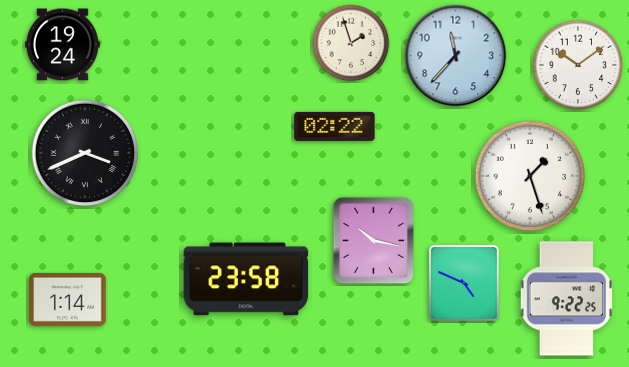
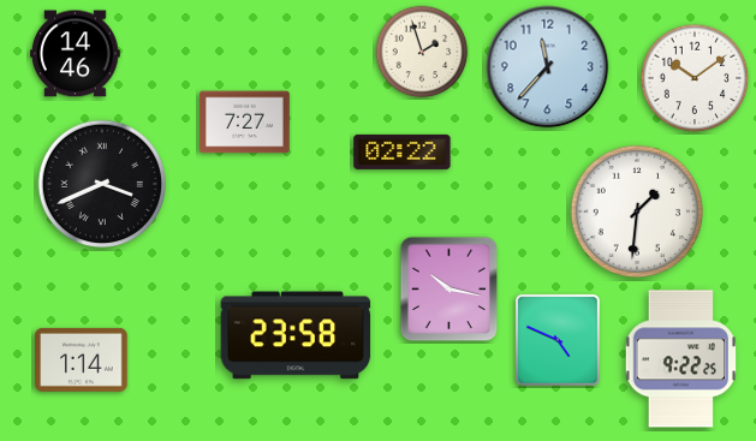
clock at (63, 45): 19:24 -> 14:46
clock at (245, 123): none -> 7:27
clock at (530, 176): 1:27 -> 1:31
